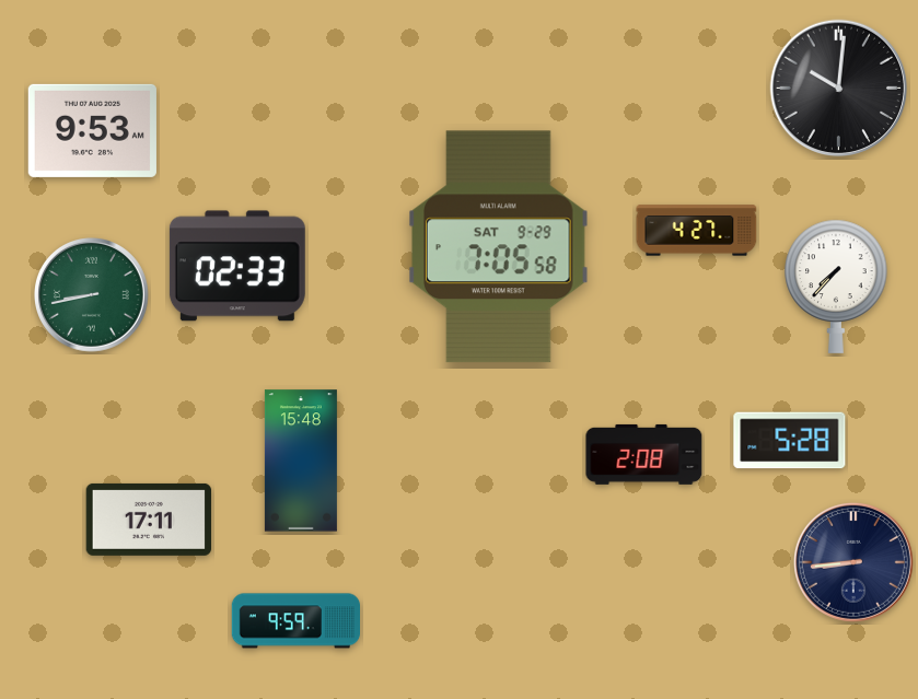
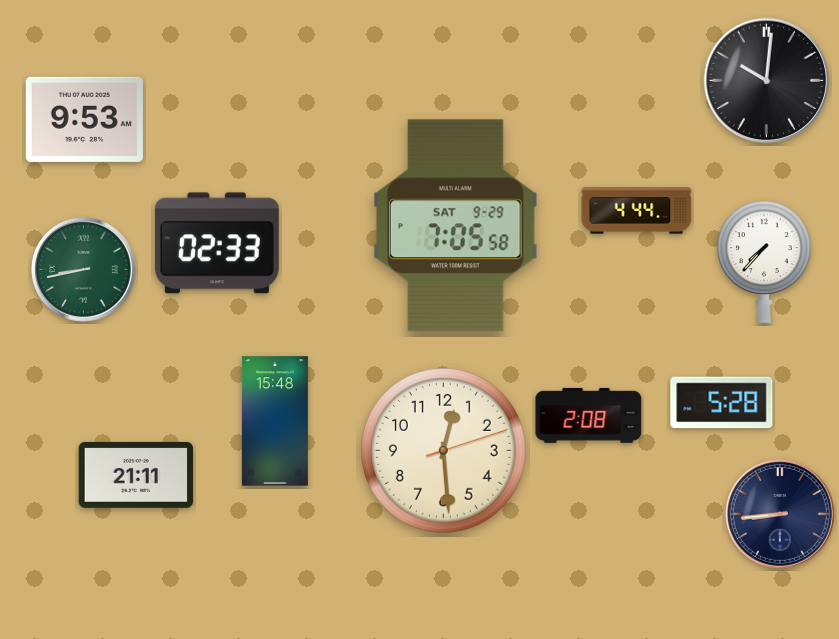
clock at (697, 231): 4:27 -> 4:44
clock at (443, 450): none -> 12:29
clock at (149, 520): 17:11 -> 21:11
clock at (295, 621): 9:59 -> none
